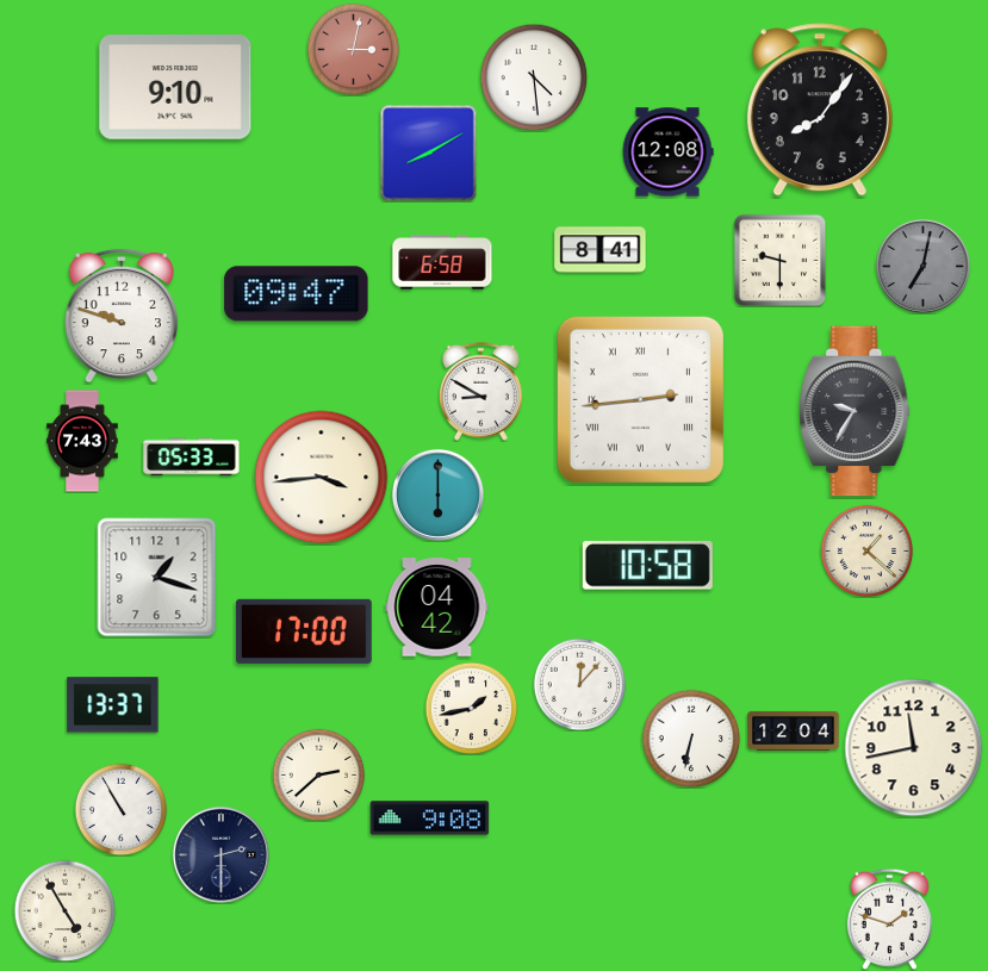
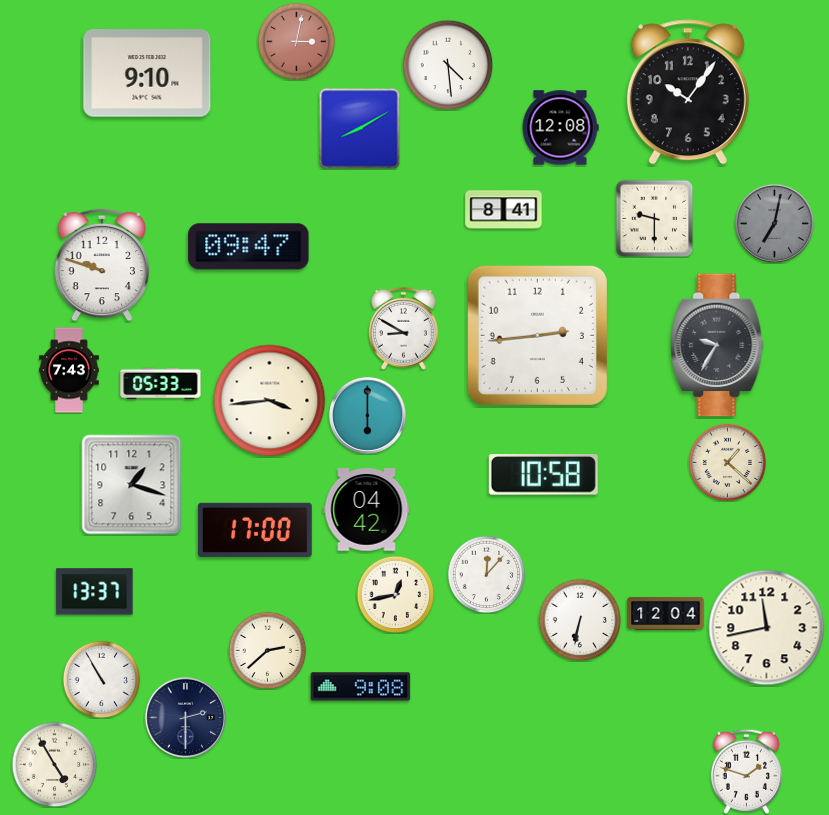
clock at (820, 110): 8:06 -> 10:06
clock at (442, 262): 6:58 -> none
clock at (640, 399) numerals: Roman -> Arabic
clock at (471, 708): 1:43 -> 12:43
